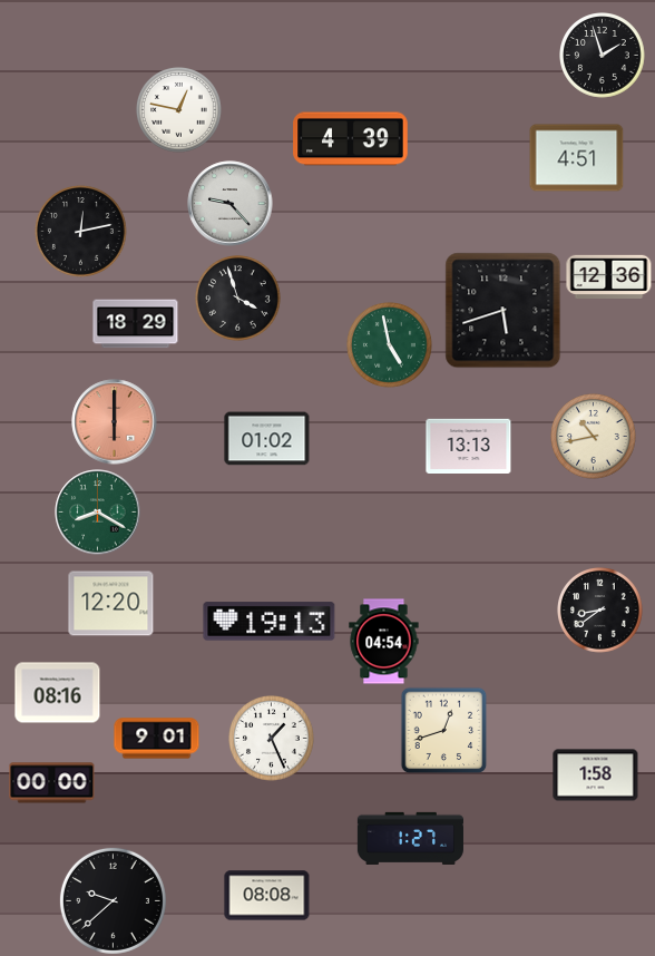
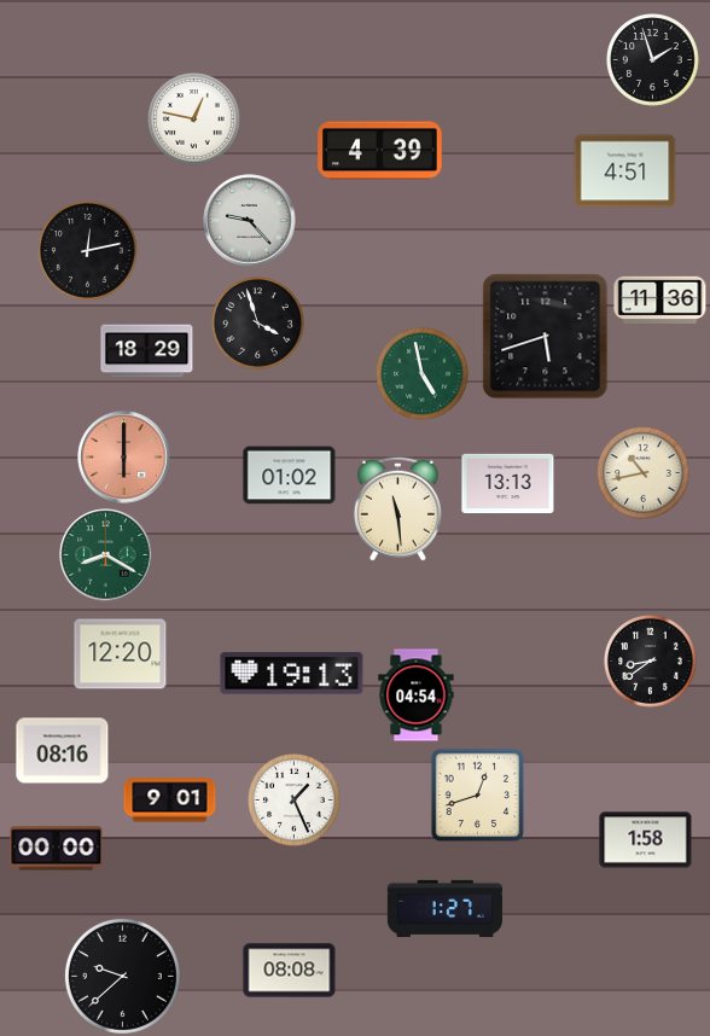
clock at (609, 276): 12:36 -> 11:36
clock at (397, 508): none -> 11:29
clock at (443, 730) position: (443, 730) -> (477, 795)
